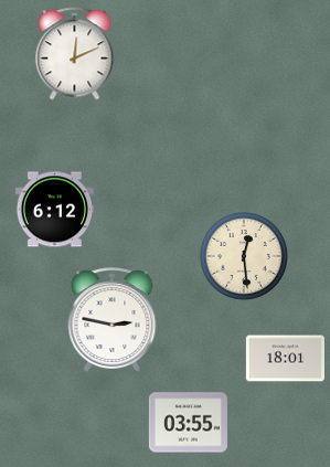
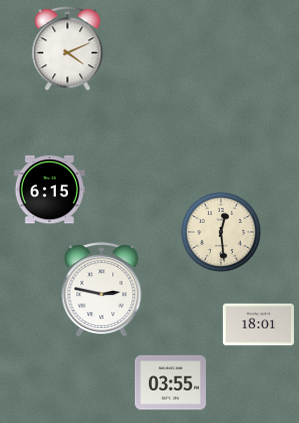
clock at (75, 54): 12:11 -> 4:11
clock at (54, 210): 6:12 -> 6:15
